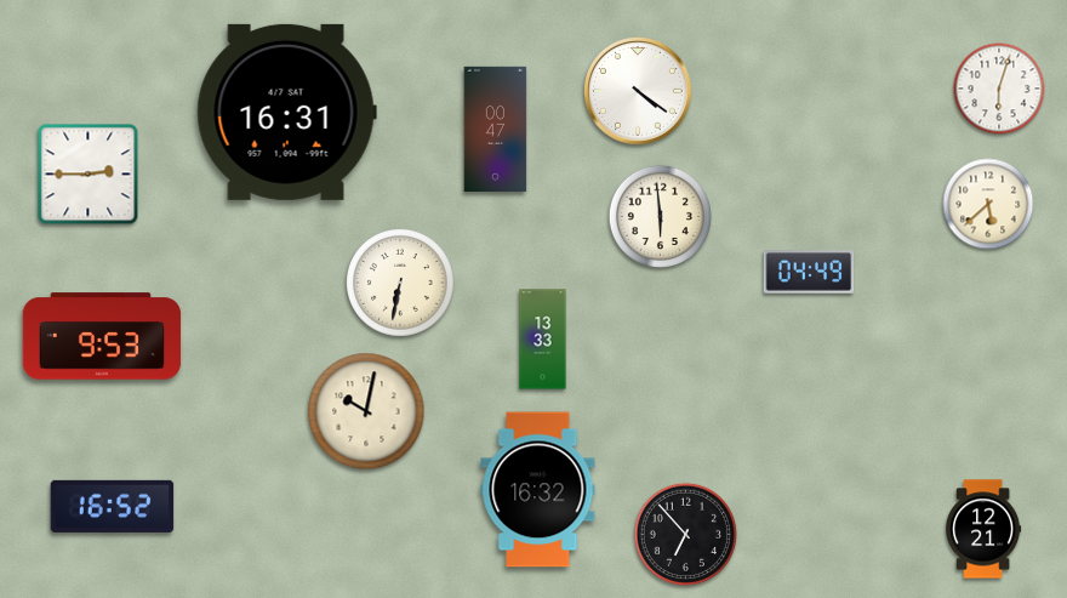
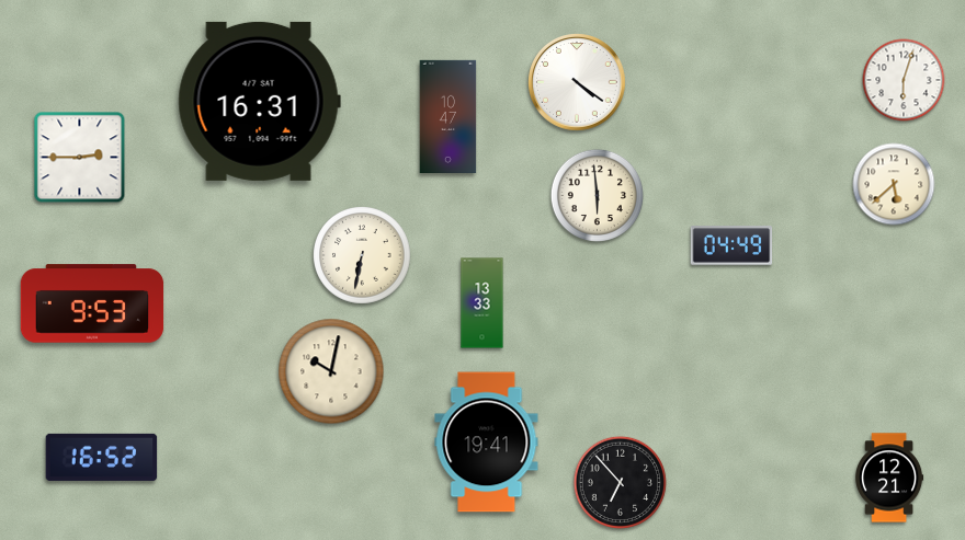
clock at (496, 129): 00:47 -> 10:47
clock at (543, 340) position: (543, 340) -> (483, 303)
clock at (538, 490): 16:32 -> 19:41
